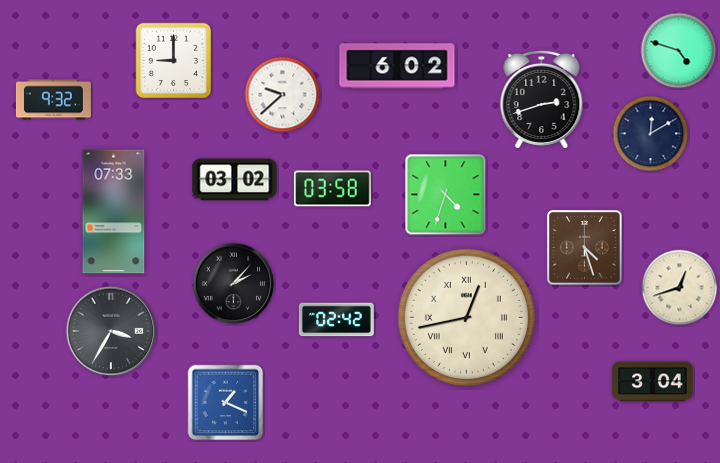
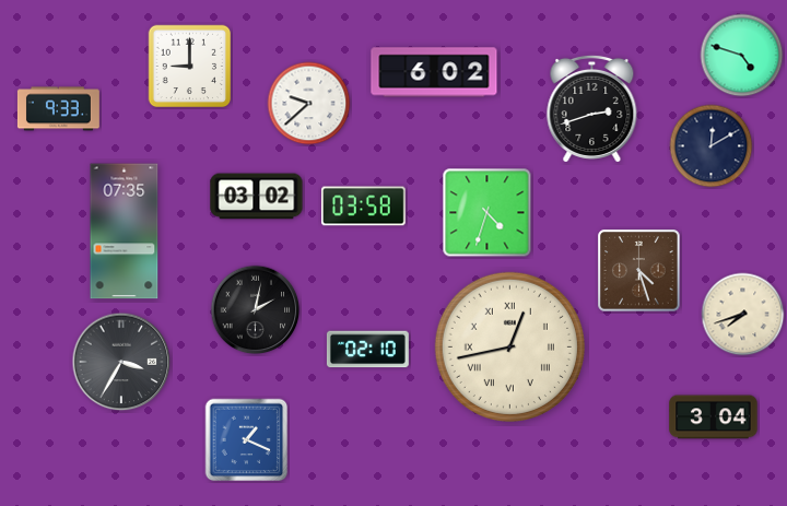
clock at (53, 100): 9:32 -> 9:33
clock at (114, 212): 07:33 -> 07:35
clock at (234, 284): 2:07 -> 2:02
clock at (680, 288): 12:42 -> 7:42
clock at (336, 320): 02:42 -> 02:10
